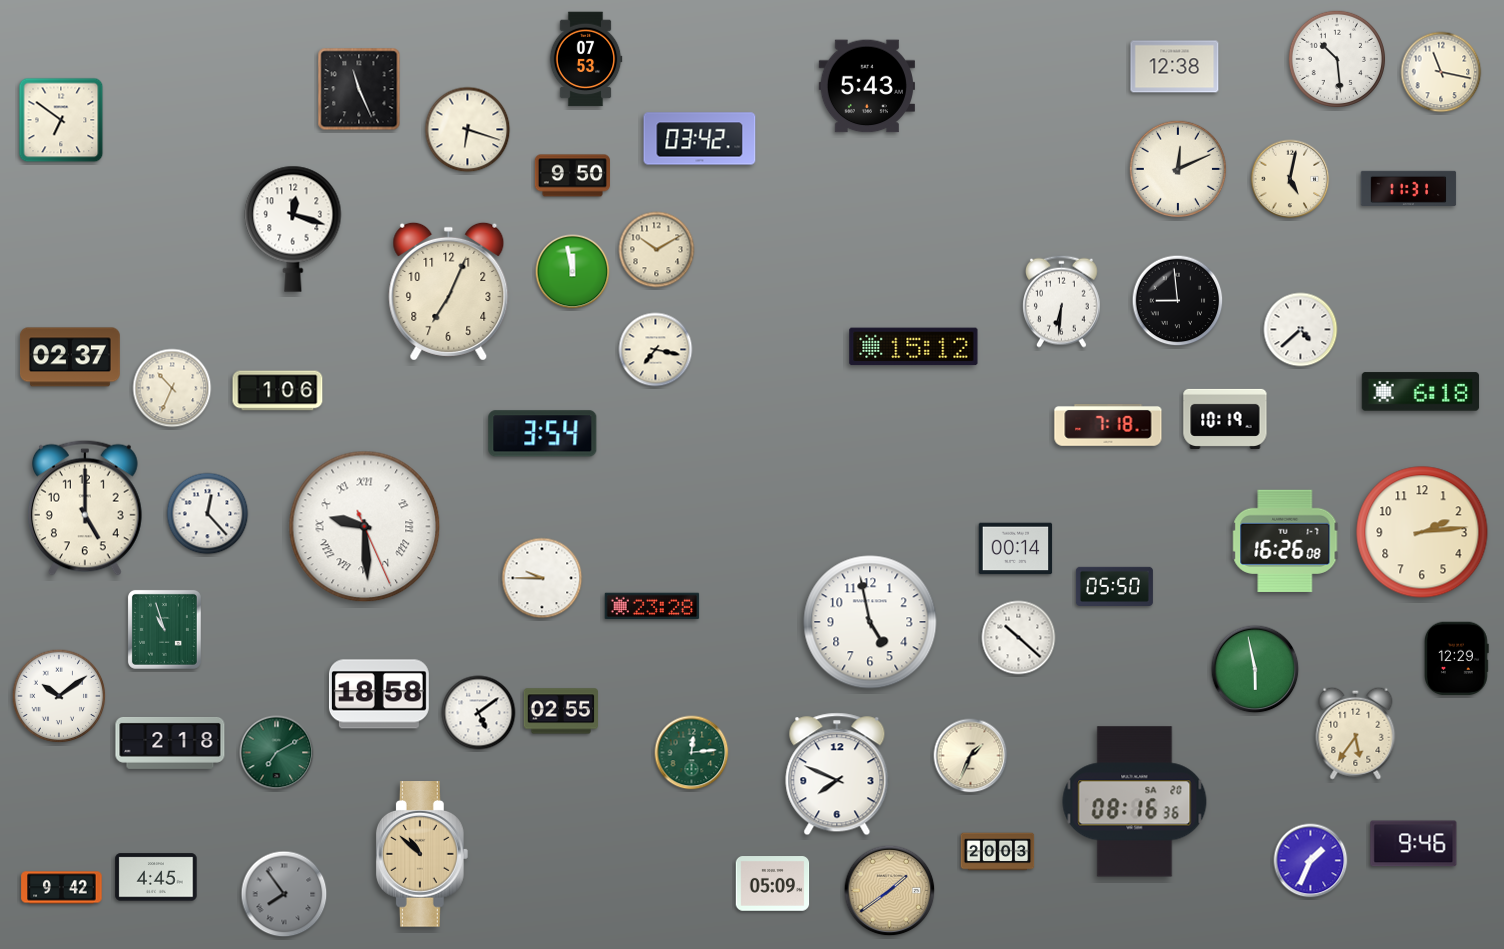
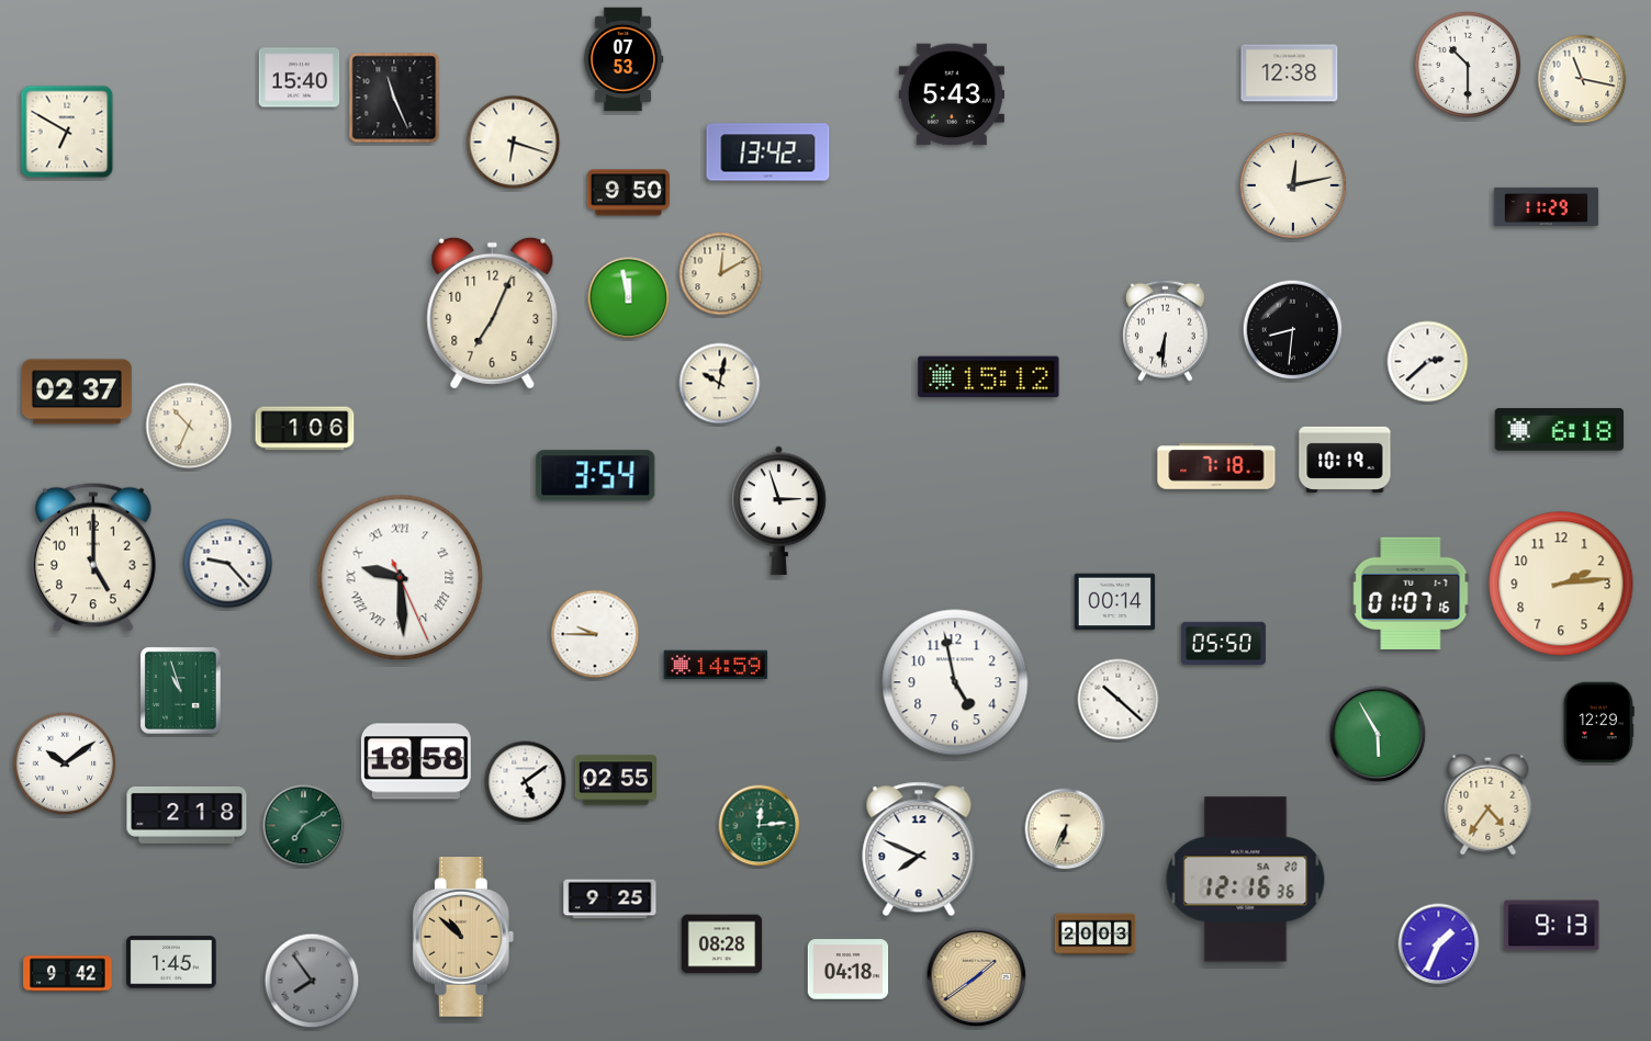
clock at (1336, 58): 10:29 -> 10:30
clock at (586, 59) position: (586, 59) -> (624, 59)
clock at (300, 78): none -> 15:40
clock at (61, 120): 6:51 -> 6:50
clock at (700, 139): 03:42 -> 13:42
clock at (1177, 168): 12:11 -> 12:13
clock at (1290, 179): 5:02 -> none
clock at (1409, 188): 11:31 -> 11:29
clock at (293, 229): 12:18 -> none
clock at (657, 250): 10:10 -> 12:10
clock at (449, 291) position: (449, 291) -> (493, 313)
clock at (1178, 301): 8:59 -> 8:31
clock at (1301, 330): 4:38 -> 2:38
clock at (914, 347) position: (914, 347) -> (989, 377)
clock at (656, 350): 7:17 -> 10:02
clock at (779, 511): none -> 2:57
clock at (208, 514): 12:23 -> 9:23
clock at (1285, 541): 16:26 -> 01:07
clock at (652, 606): 23:28 -> 14:59
clock at (1255, 669): 5:58 -> 5:55
clock at (1356, 733): 5:36 -> 4:36
clock at (971, 756): 1:34 -> 6:34
clock at (1135, 802): 08:16 -> 12:16
clock at (610, 899): none -> 9:25
clock at (1414, 844): 9:46 -> 9:13
clock at (722, 944): none -> 08:28
clock at (156, 877): 4:45 -> 1:45
clock at (773, 884): 05:09 -> 04:18
